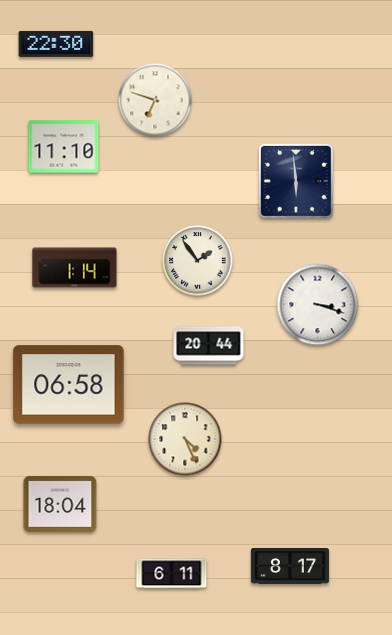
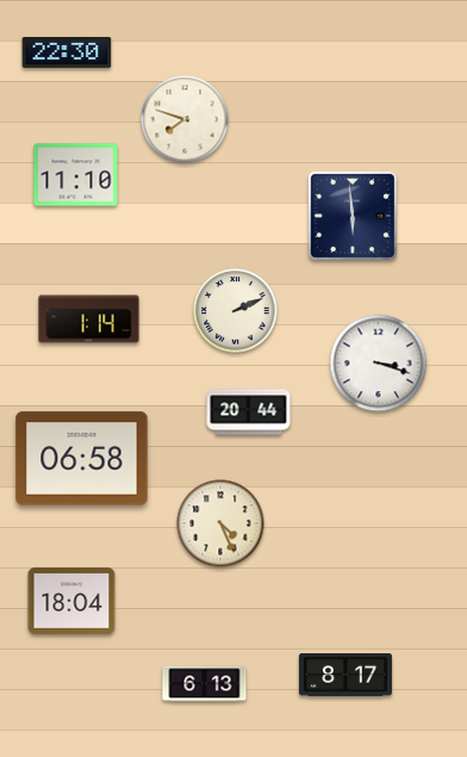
clock at (155, 100): 6:48 -> 7:48
clock at (198, 261): 1:54 -> 2:11
clock at (172, 574): 6:11 -> 6:13
